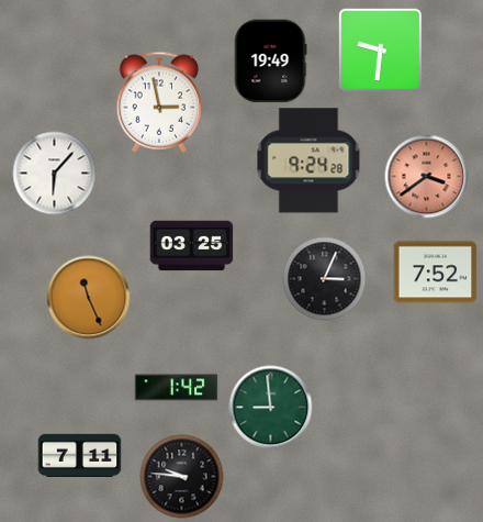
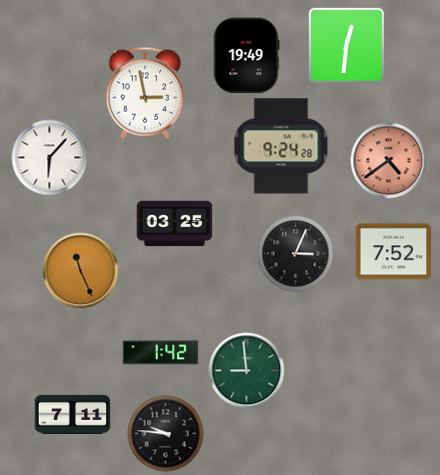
clock at (380, 49): 9:31 -> 12:31
clock at (427, 177): 3:39 -> 4:39
clock at (436, 273) position: (436, 273) -> (394, 252)
